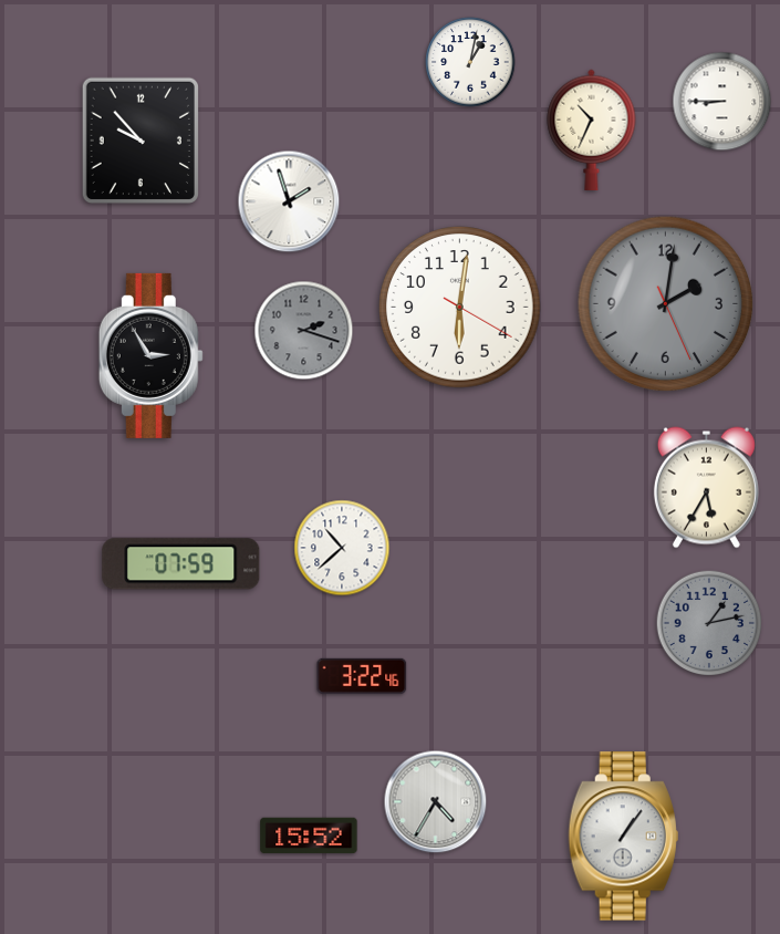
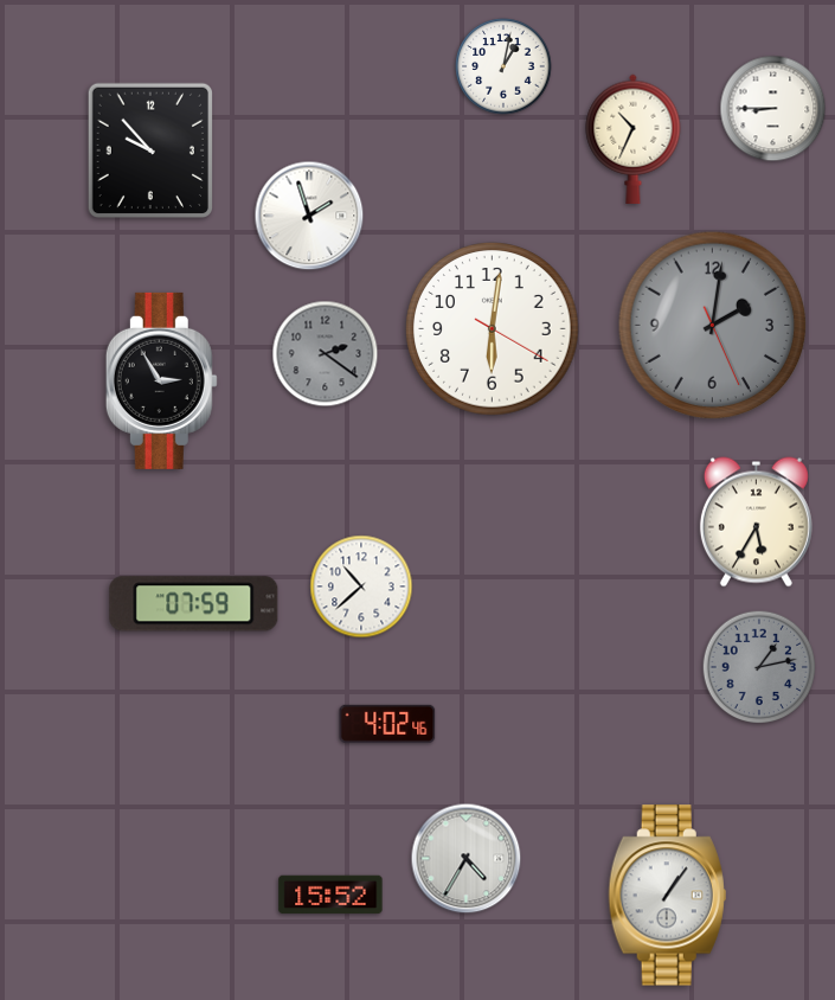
clock at (304, 331): 2:18 -> 2:21
clock at (342, 548) position: (342, 548) -> (361, 586)
clock at (362, 676): 3:22 -> 4:02
